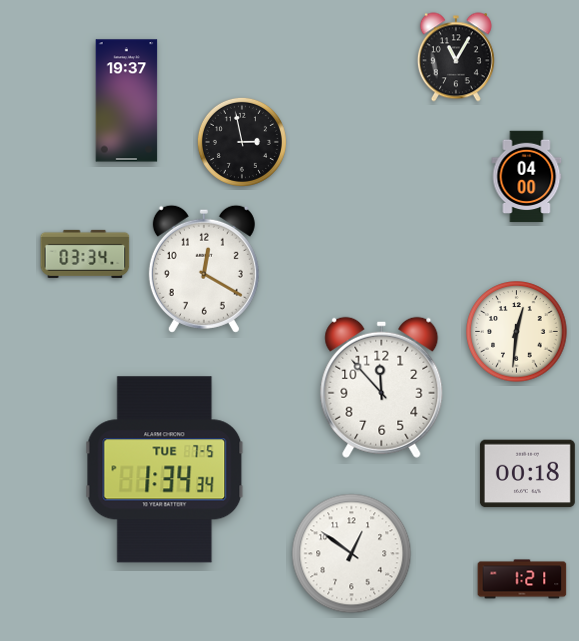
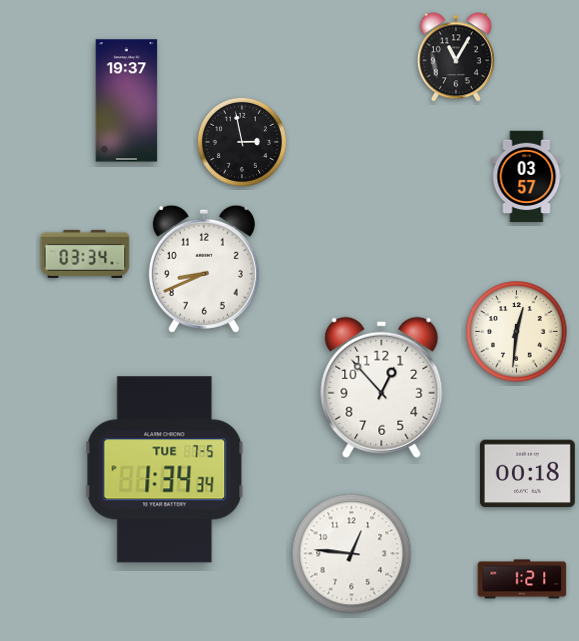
clock at (527, 177): 04:00 -> 03:57
clock at (204, 269): 12:20 -> 8:41
clock at (382, 387): 11:53 -> 12:53
clock at (352, 554): 12:51 -> 12:46
